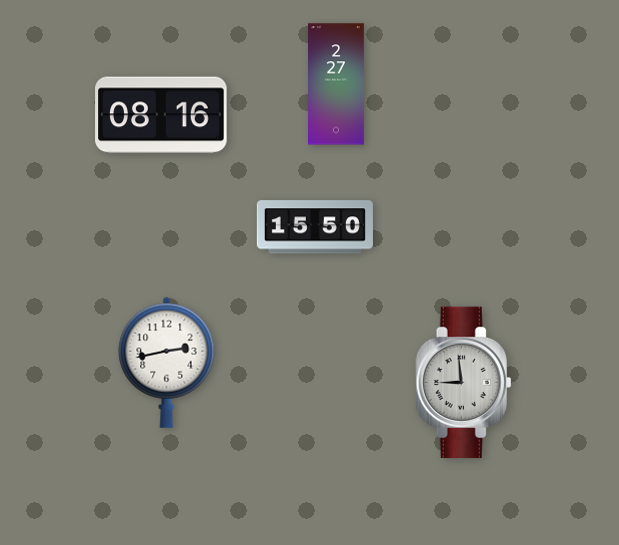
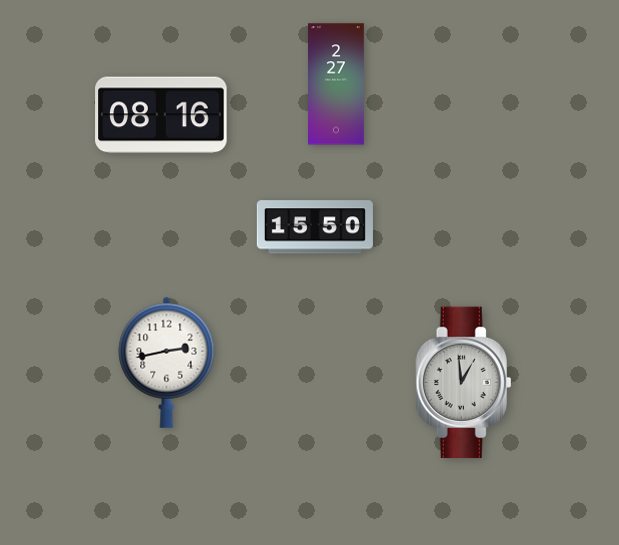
clock at (464, 383): 8:59 -> 12:59
